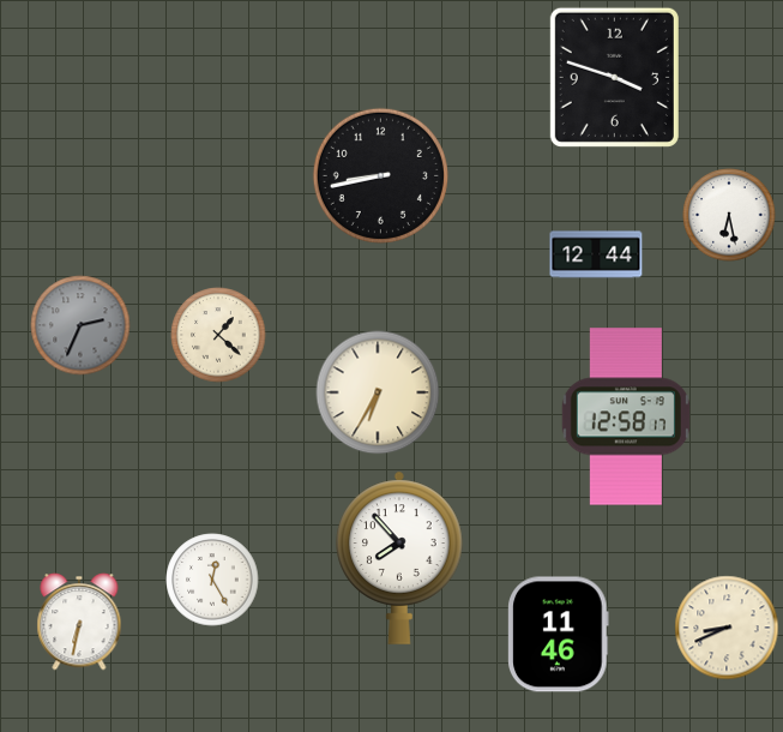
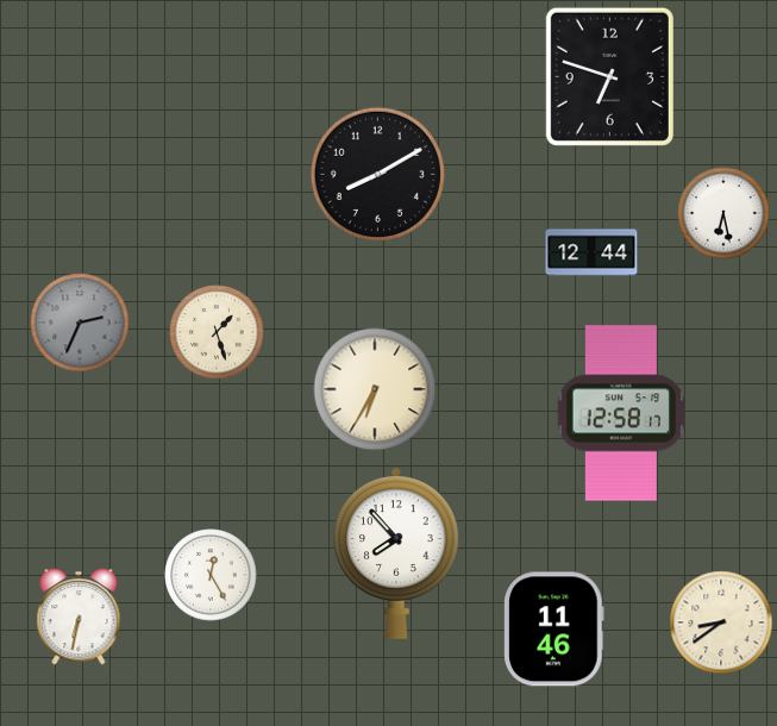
clock at (614, 77): 3:48 -> 6:48
clock at (380, 175): 8:43 -> 8:10
clock at (218, 335): 1:22 -> 1:27
clock at (727, 628): 8:41 -> 8:39
